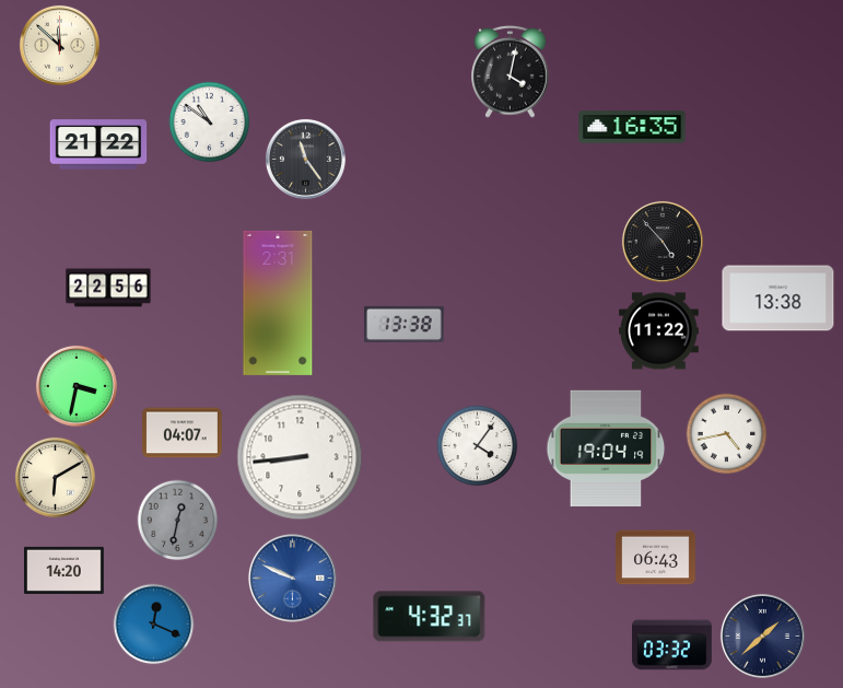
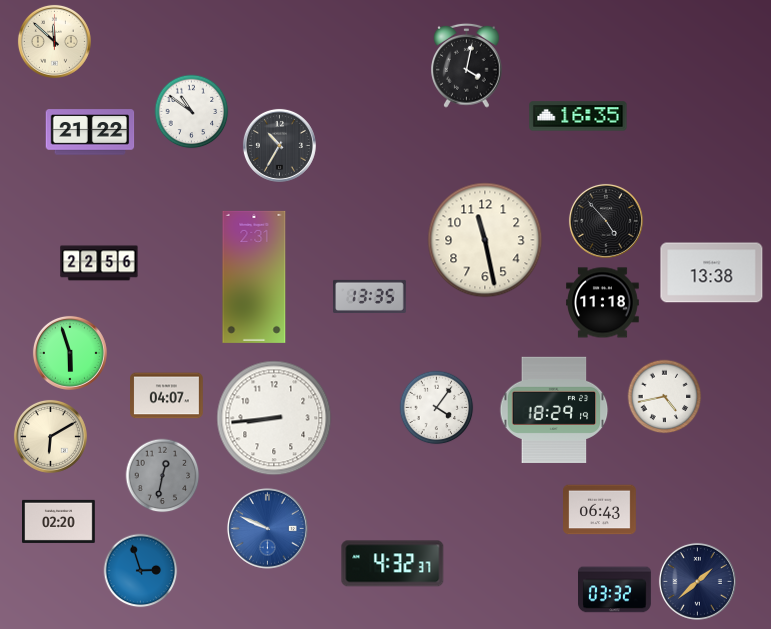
clock at (305, 159): 11:24 -> 10:35
clock at (485, 240): none -> 11:28
clock at (405, 324): 13:38 -> 13:35
clock at (659, 331): 11:22 -> 11:18
clock at (77, 386): 3:32 -> 5:57
clock at (606, 447): 19:04 -> 18:29
clock at (65, 570): 14:20 -> 02:20
clock at (154, 625): 12:19 -> 2:57
